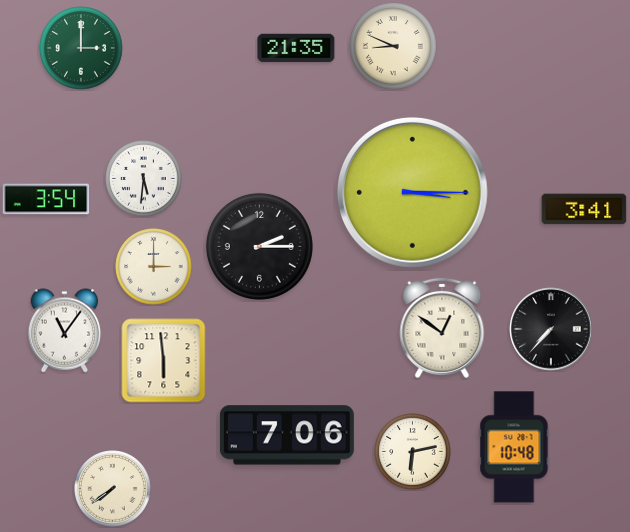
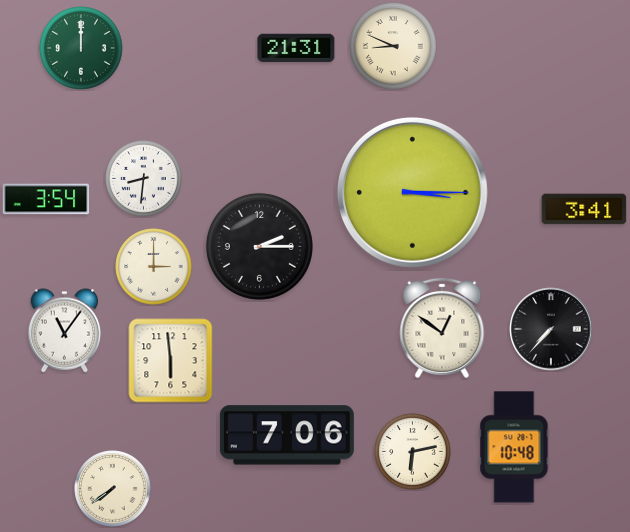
clock at (81, 48): 3:00 -> 12:00
clock at (296, 48): 21:35 -> 21:31
clock at (144, 179): 5:31 -> 8:31
clock at (164, 361) position: (164, 361) -> (171, 361)
